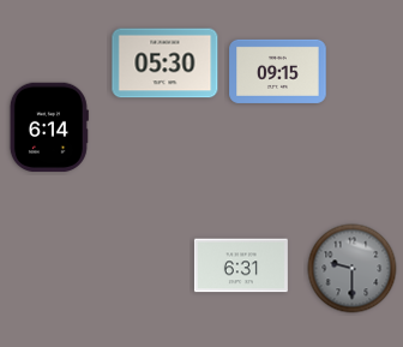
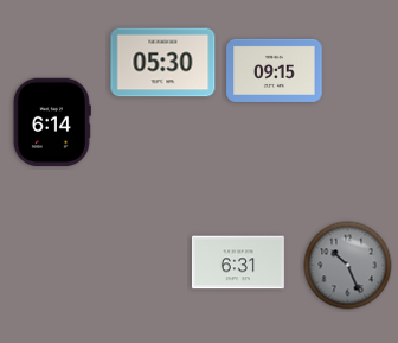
clock at (49, 127) position: (49, 127) -> (52, 122)
clock at (353, 269): 9:30 -> 10:26
